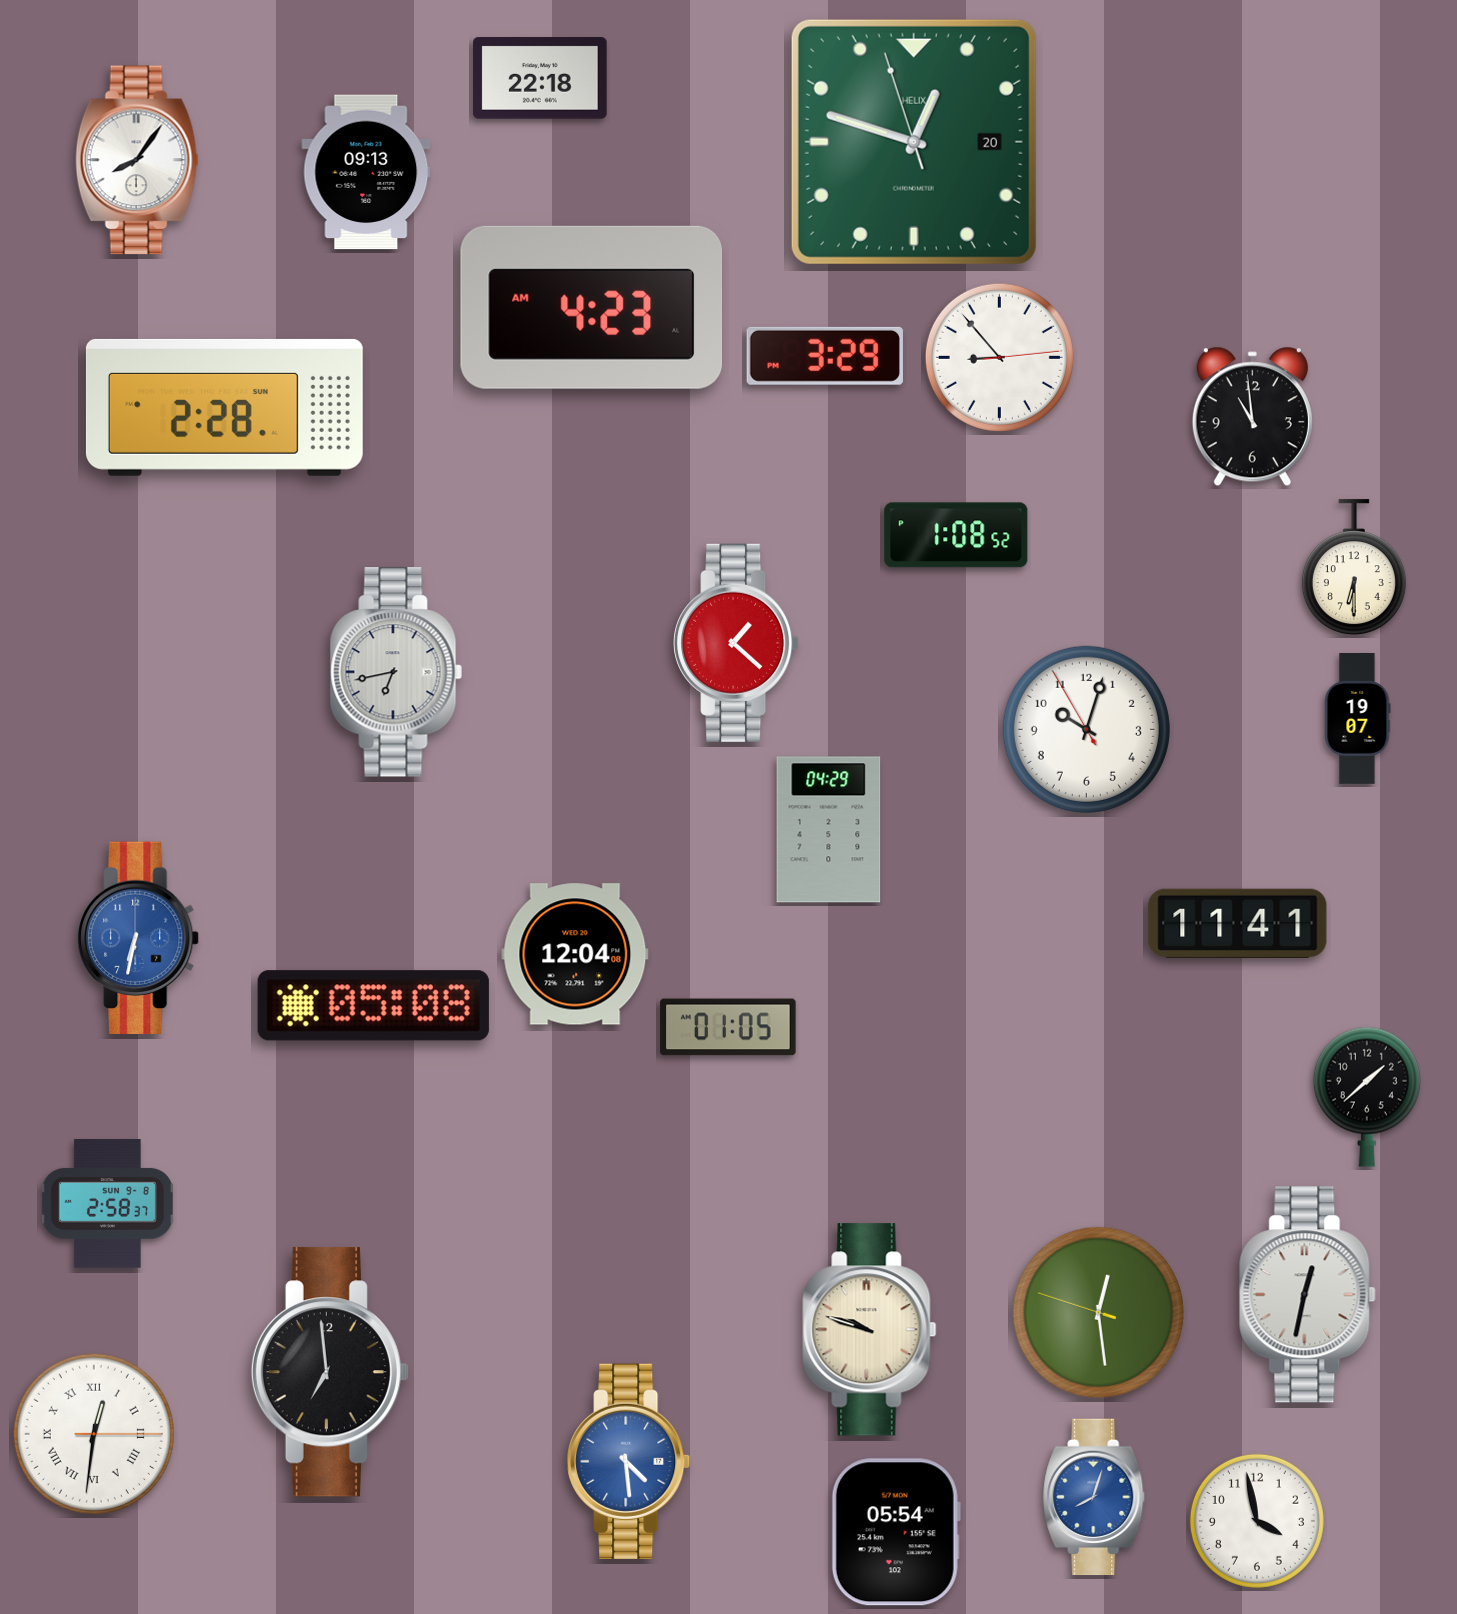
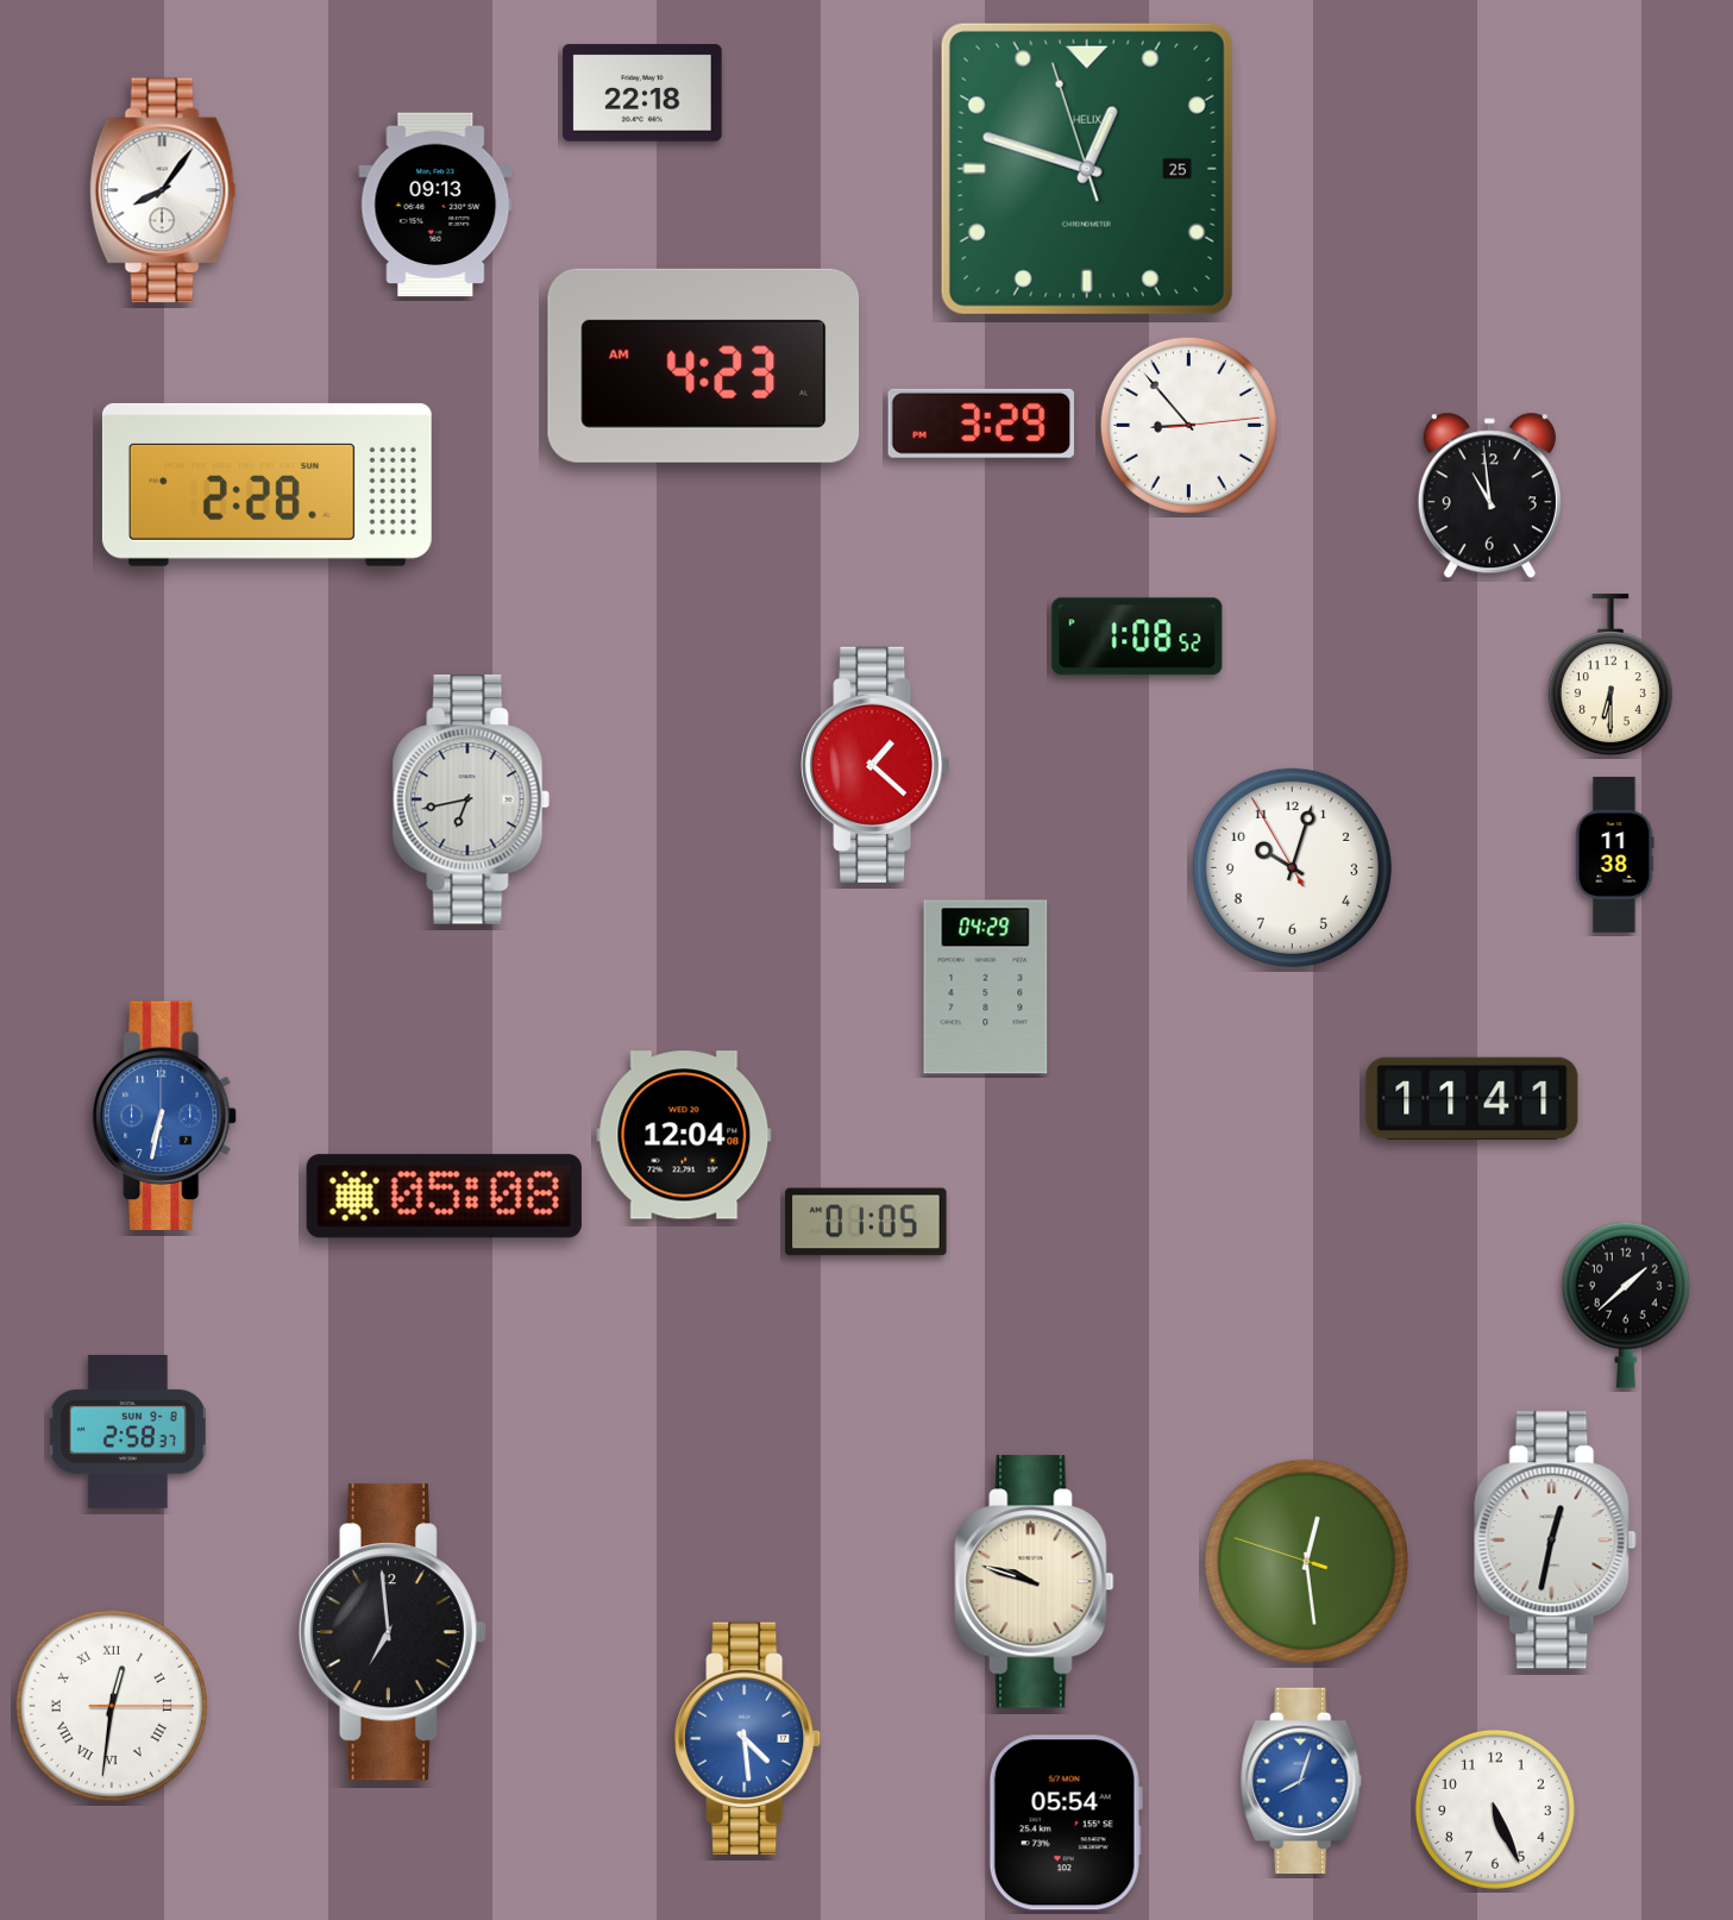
clock at (914, 142) date: 20 -> 25
clock at (1358, 719): 19:07 -> 11:38
clock at (1257, 1521): 3:58 -> 5:26
